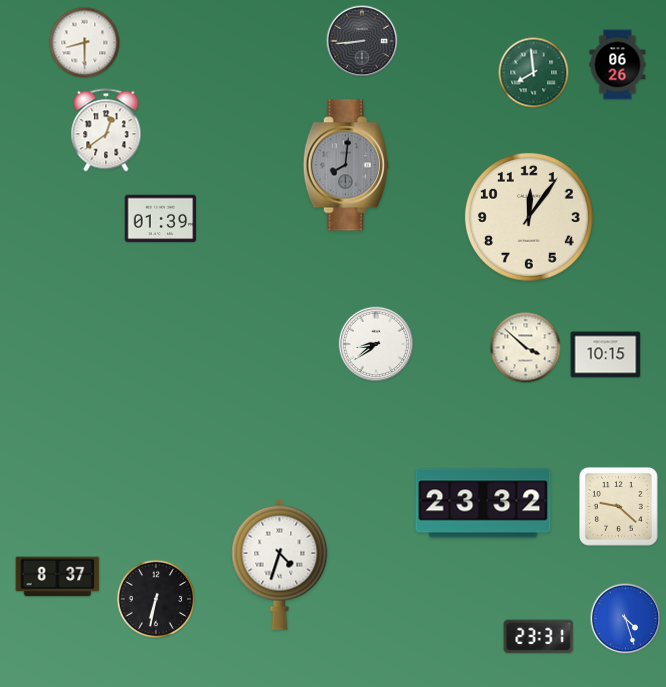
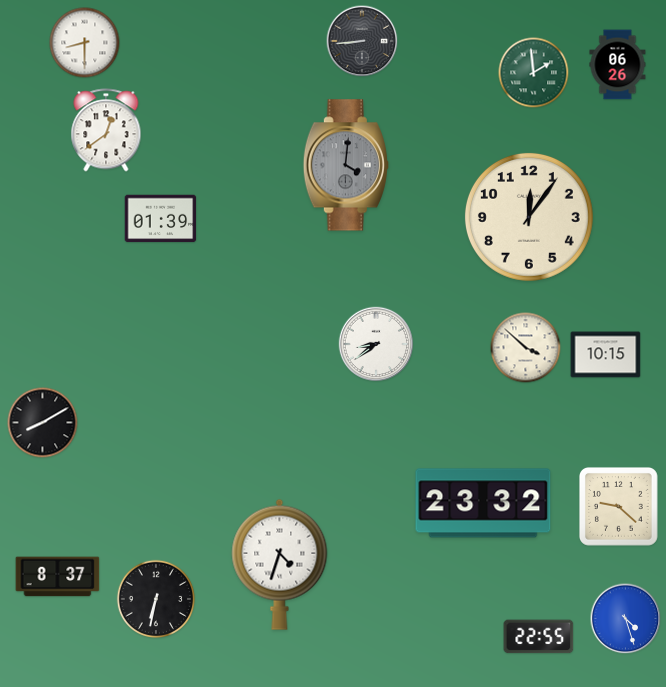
clock at (534, 73): 7:59 -> 1:59
clock at (346, 165): 8:01 -> 4:01
clock at (43, 423): none -> 8:10
clock at (539, 637): 23:31 -> 22:55
